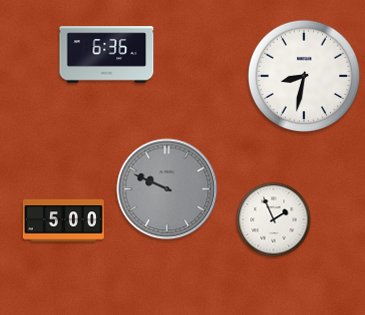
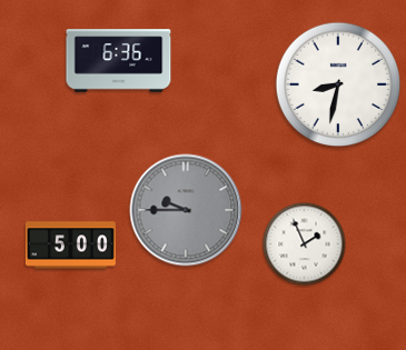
clock at (167, 189): 9:49 -> 9:45
